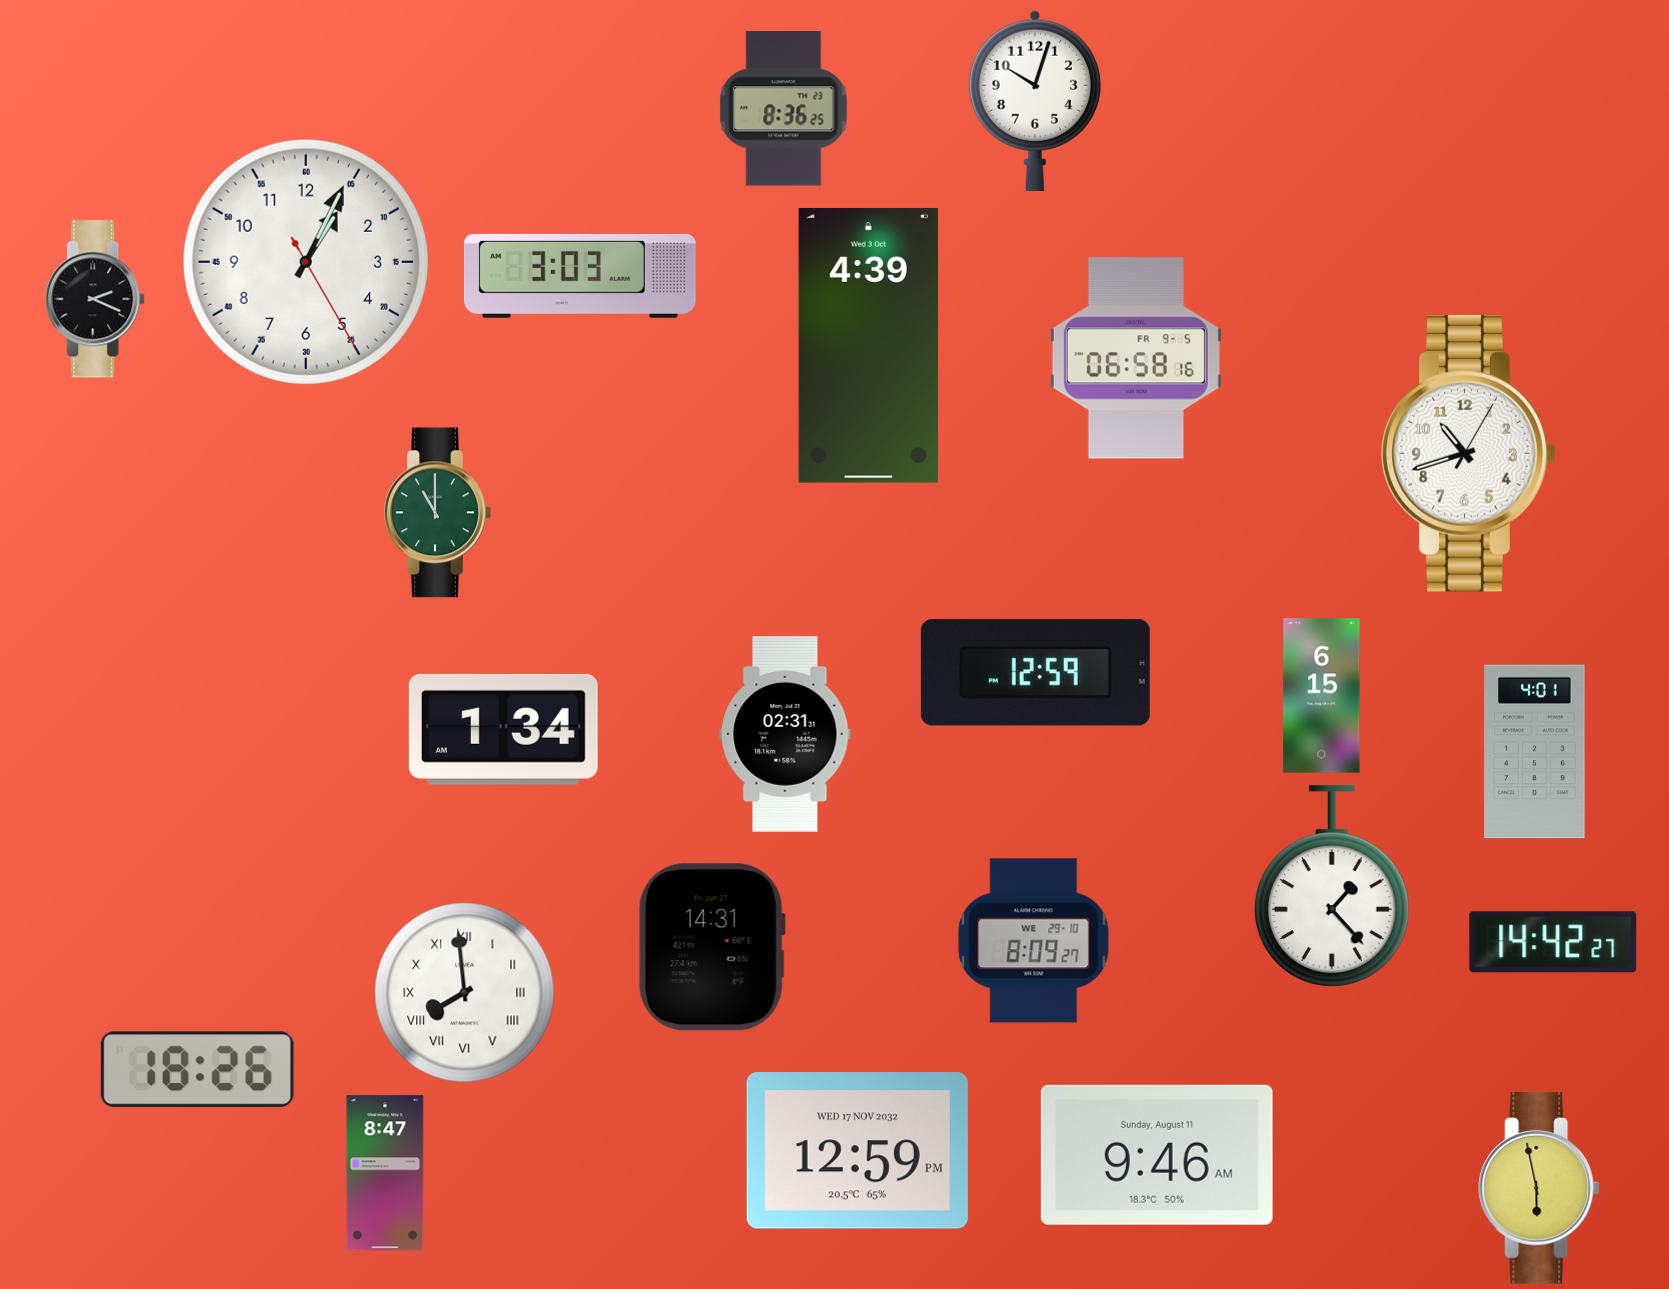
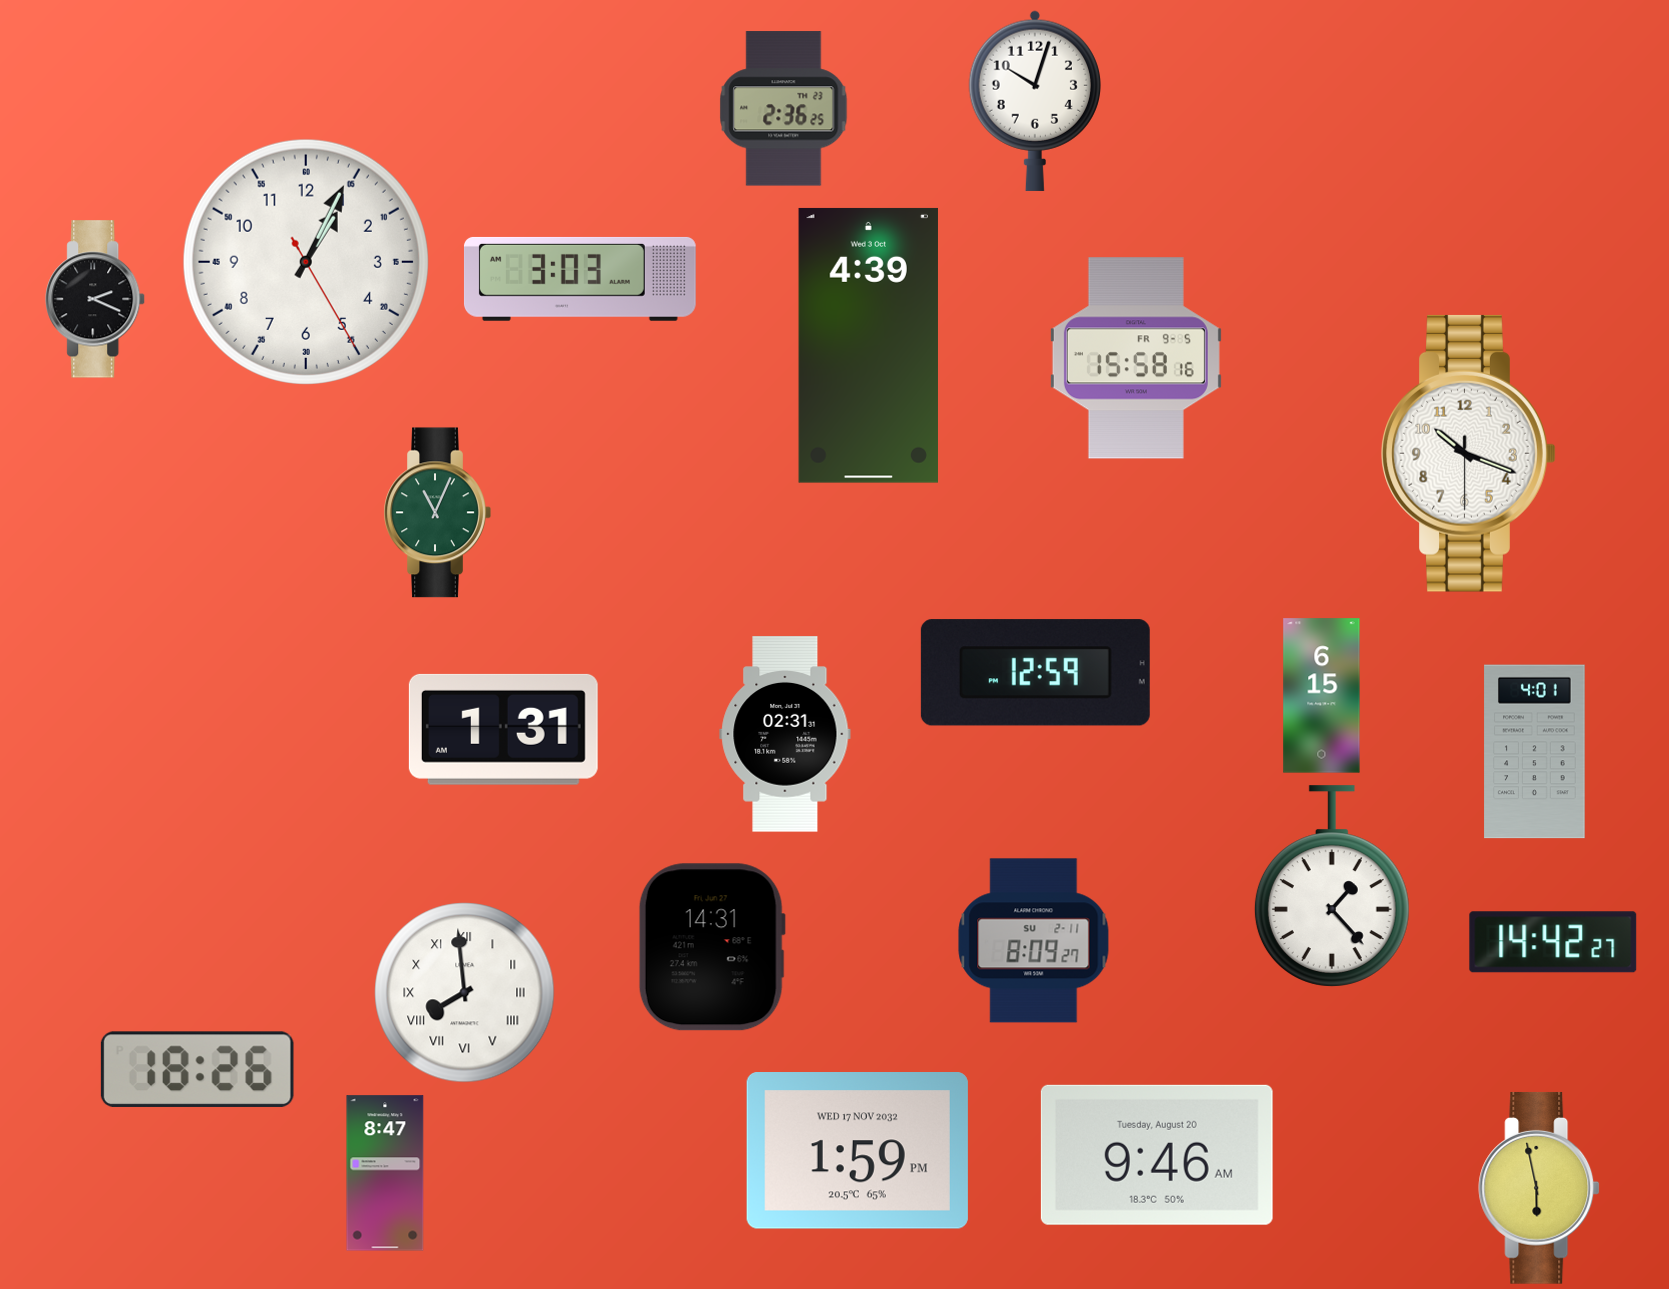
clock at (784, 109): 8:36 -> 2:36
clock at (580, 276) position: (580, 276) -> (580, 279)
clock at (1136, 358): 06:58 -> 15:58
clock at (1469, 453): 10:42 -> 10:18
clock at (437, 513): 11:00 -> 11:04
clock at (503, 729): 1:34 -> 1:31
clock at (1034, 941) date: WE 29-10 -> SU 2-11
clock at (857, 1151): 12:59 -> 1:59
clock at (1157, 1155) date: Sunday, August 11 -> Tuesday, August 20
